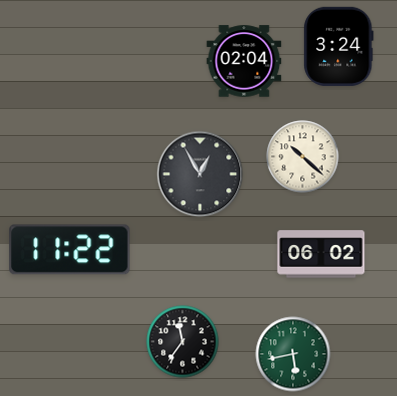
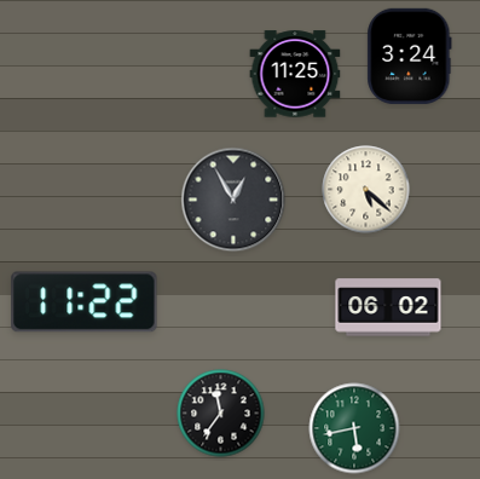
clock at (244, 61): 02:04 -> 11:25
clock at (303, 157): 10:22 -> 5:22
clock at (200, 174) position: (200, 174) -> (233, 200)
